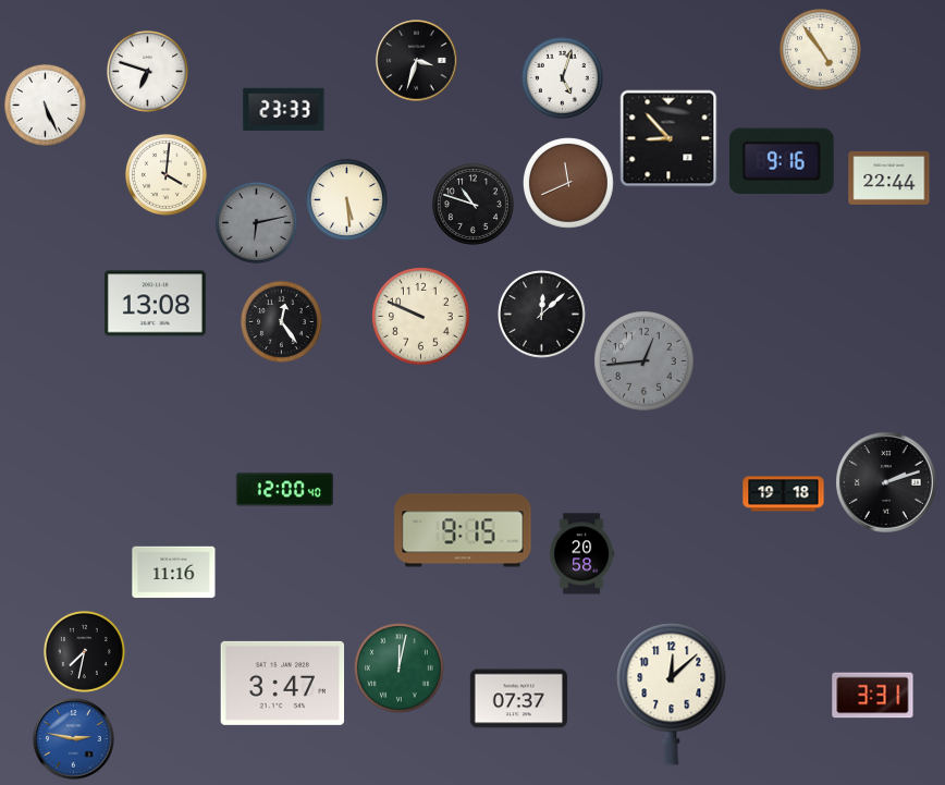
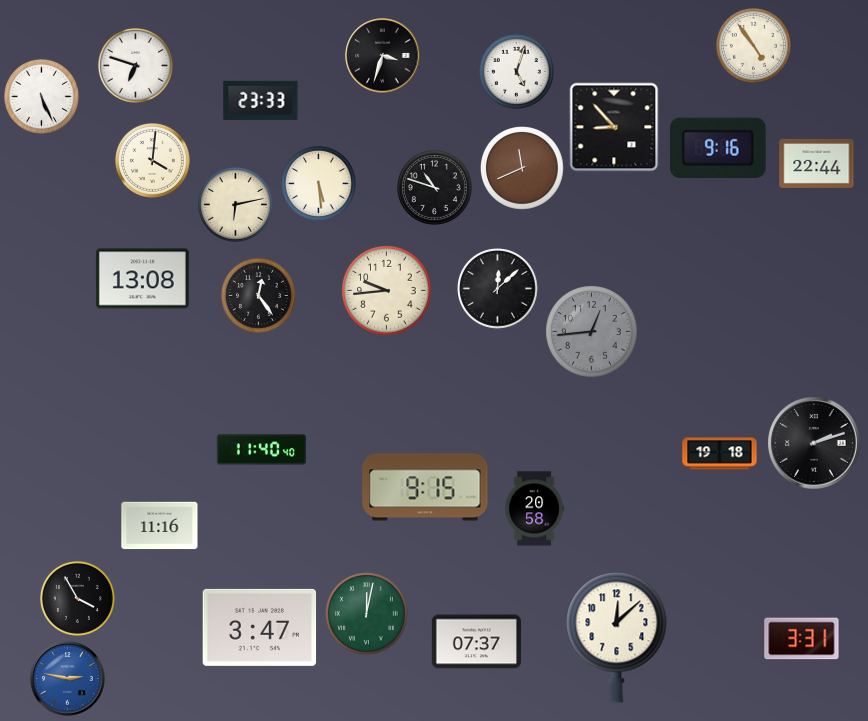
clock at (256, 222) dial: grey -> cream
clock at (421, 317): 9:49 -> 9:44
clock at (284, 490): 12:00 -> 11:40
clock at (84, 651): 7:32 -> 3:55
